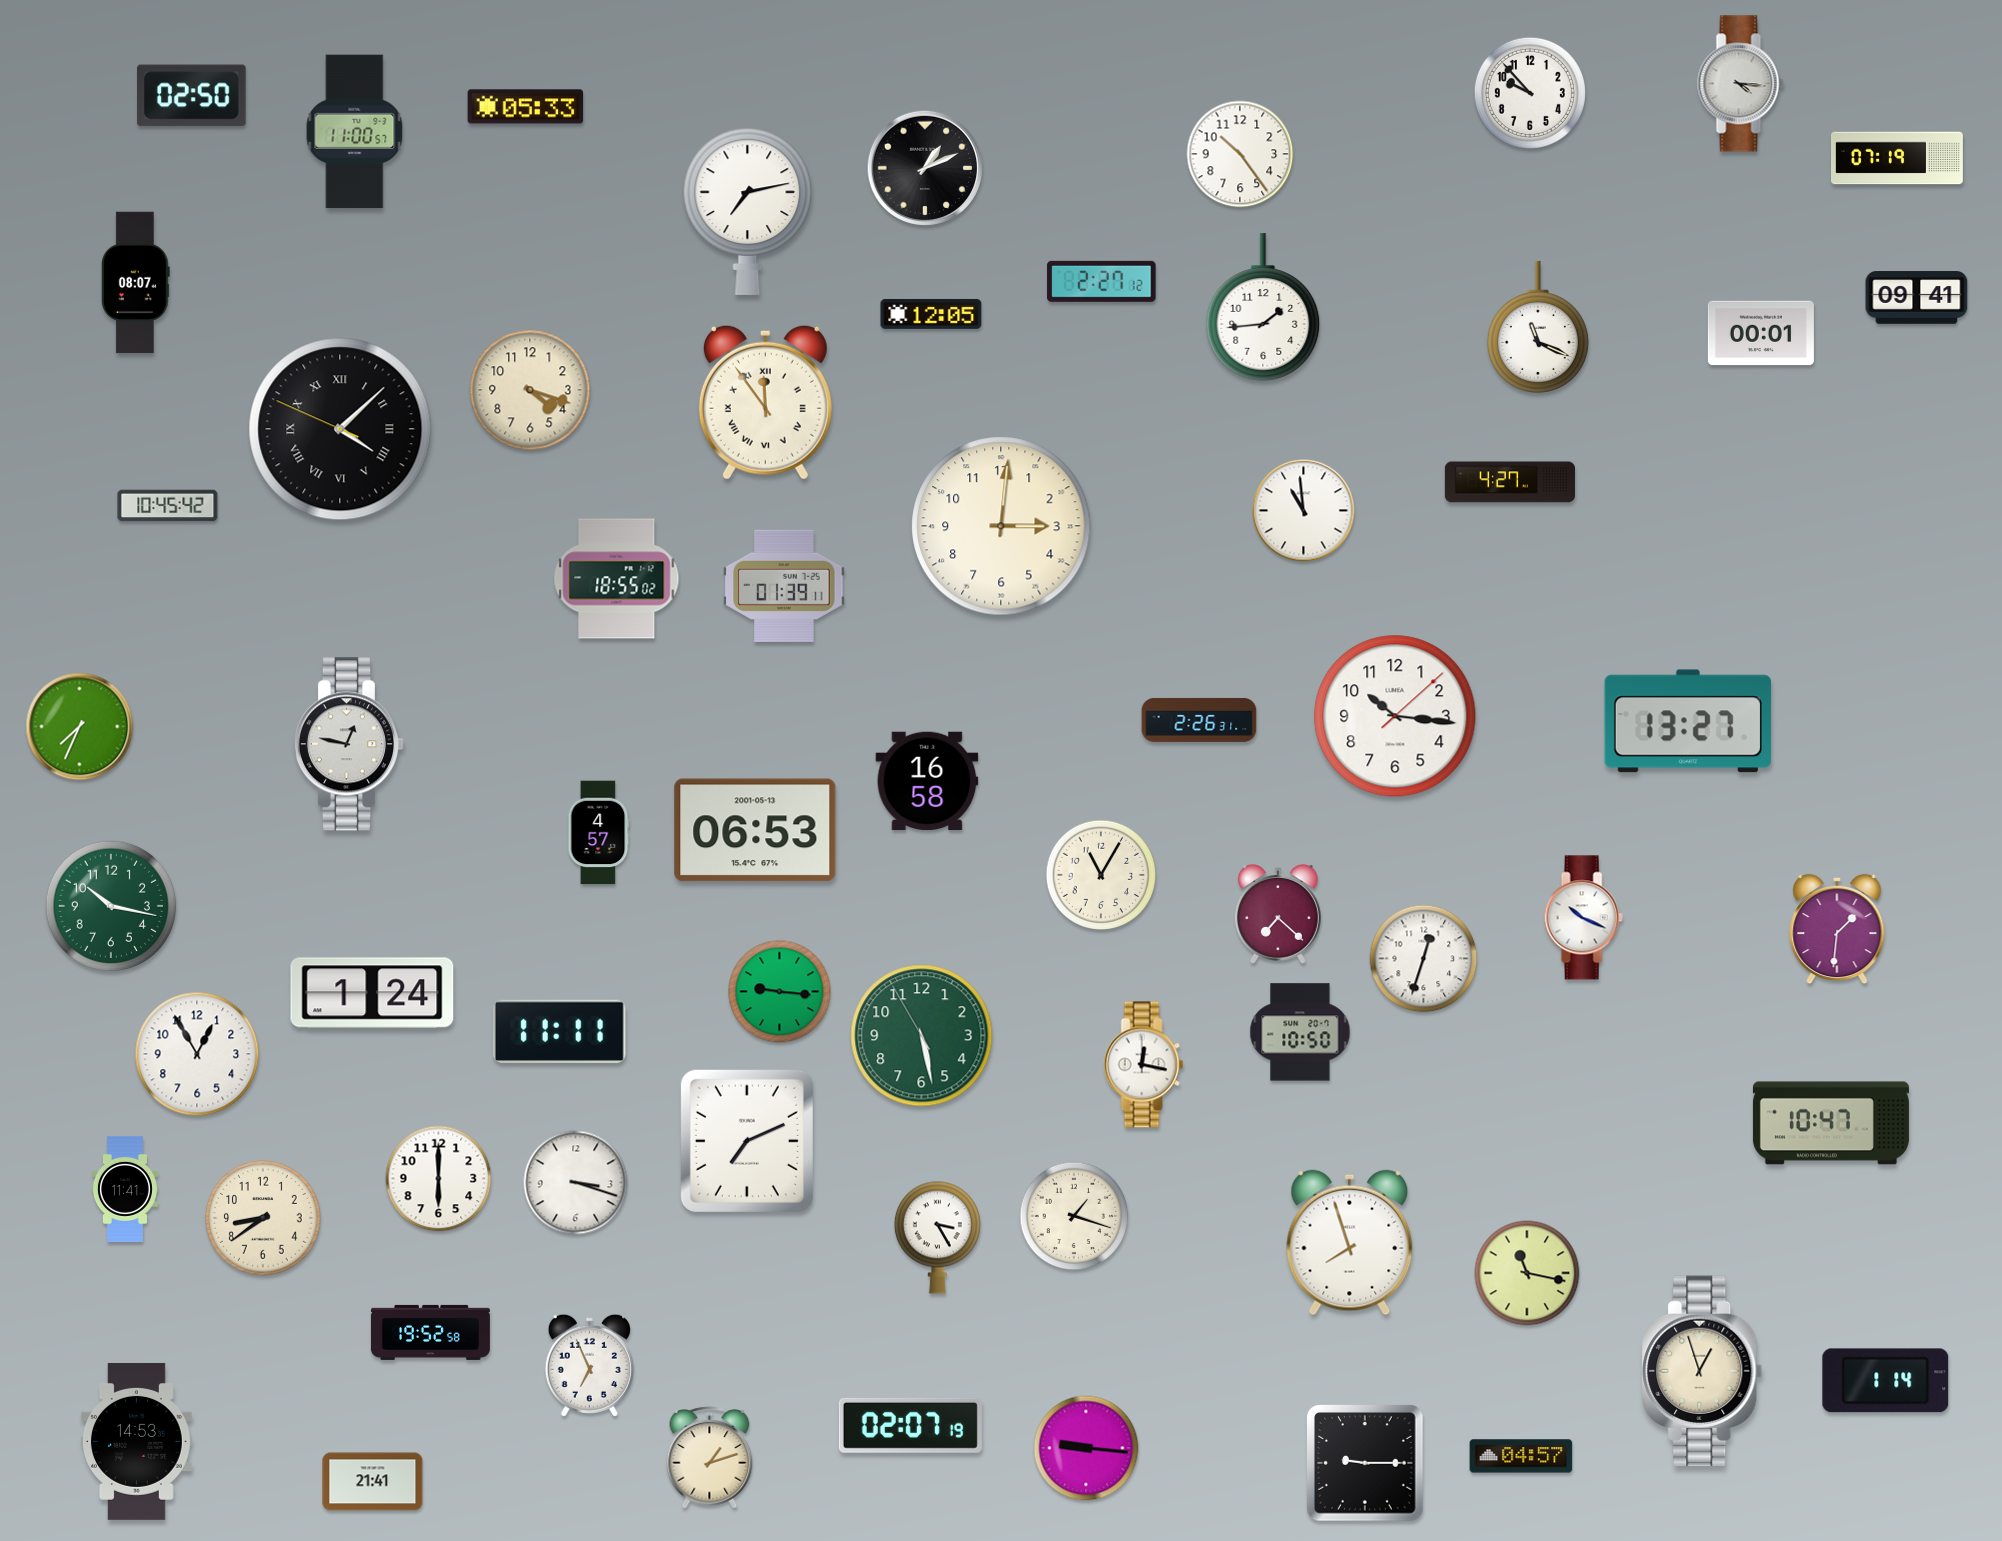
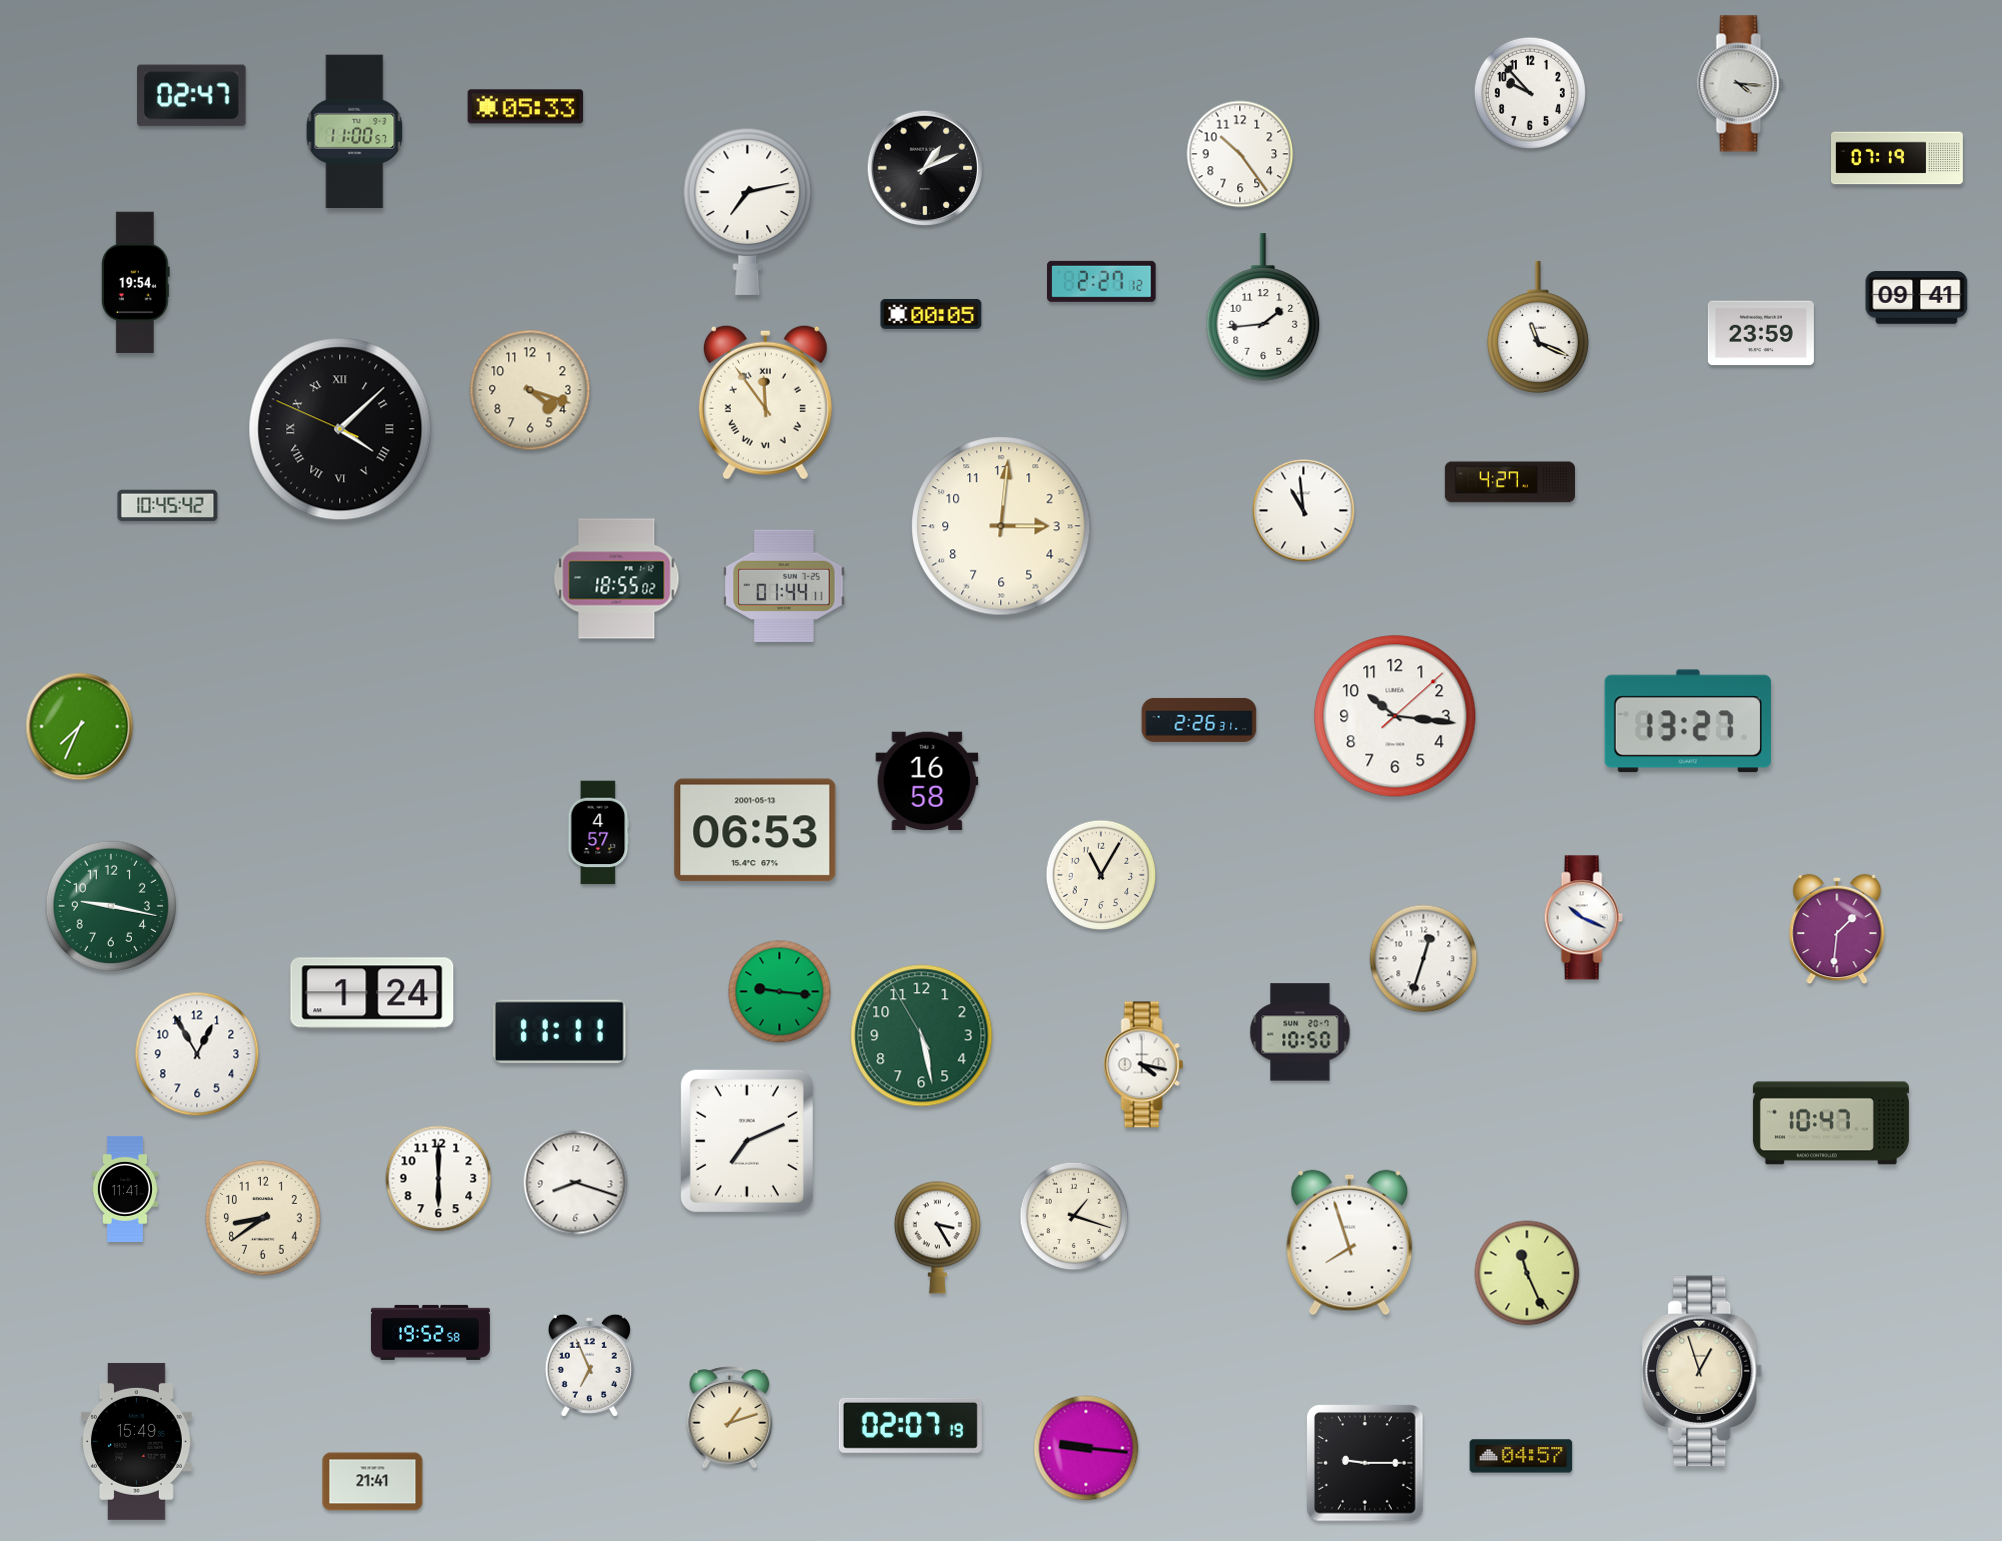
clock at (192, 96): 02:50 -> 02:47
clock at (135, 283): 08:07 -> 19:54
clock at (931, 314): 12:05 -> 00:05
clock at (1761, 333): 00:01 -> 23:59
clock at (784, 586): 01:39 -> 01:44
clock at (349, 744): 12:47 -> none
clock at (111, 906): 10:17 -> 9:17
clock at (1278, 914): 7:22 -> none
clock at (1144, 1065): 12:17 -> 4:17
clock at (576, 1183): 3:18 -> 8:18
clock at (1527, 1273): 11:17 -> 11:26
clock at (1886, 1381): 1:14 -> none
clock at (136, 1441): 14:53 -> 15:49
clock at (710, 1458) position: (710, 1458) -> (730, 1418)
